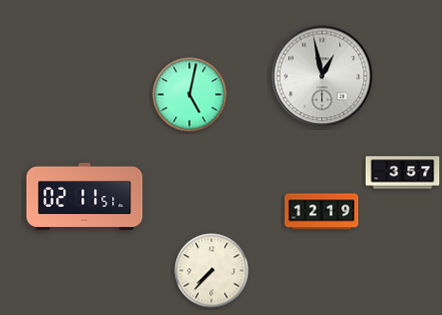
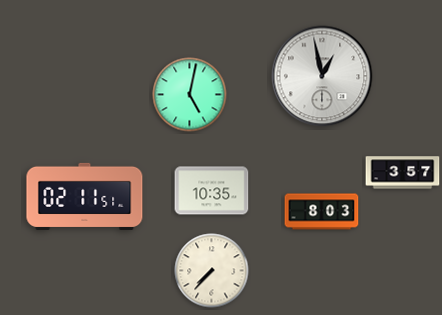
clock at (212, 191): none -> 10:35
clock at (322, 212): 12:19 -> 8:03
